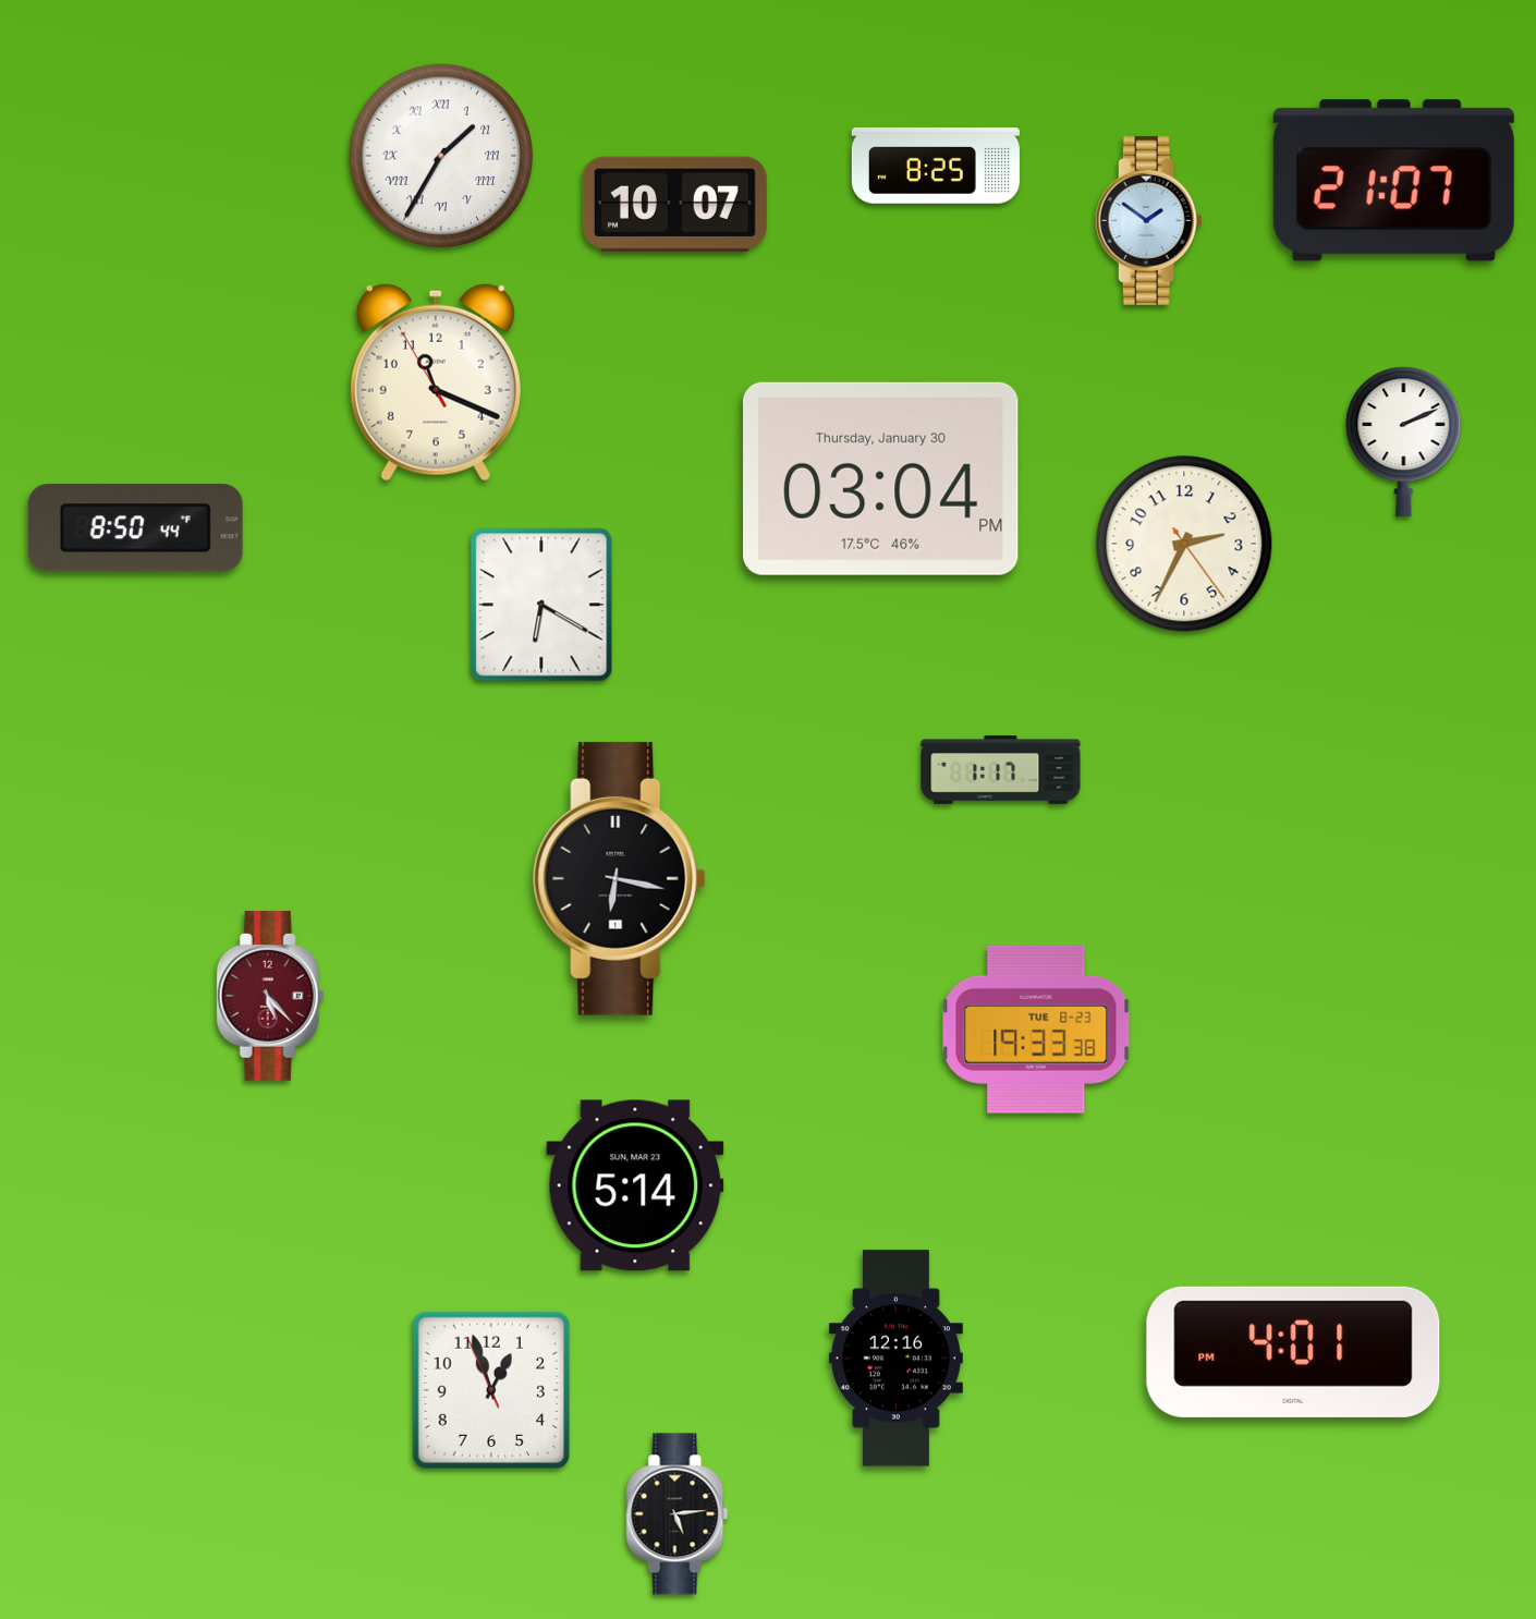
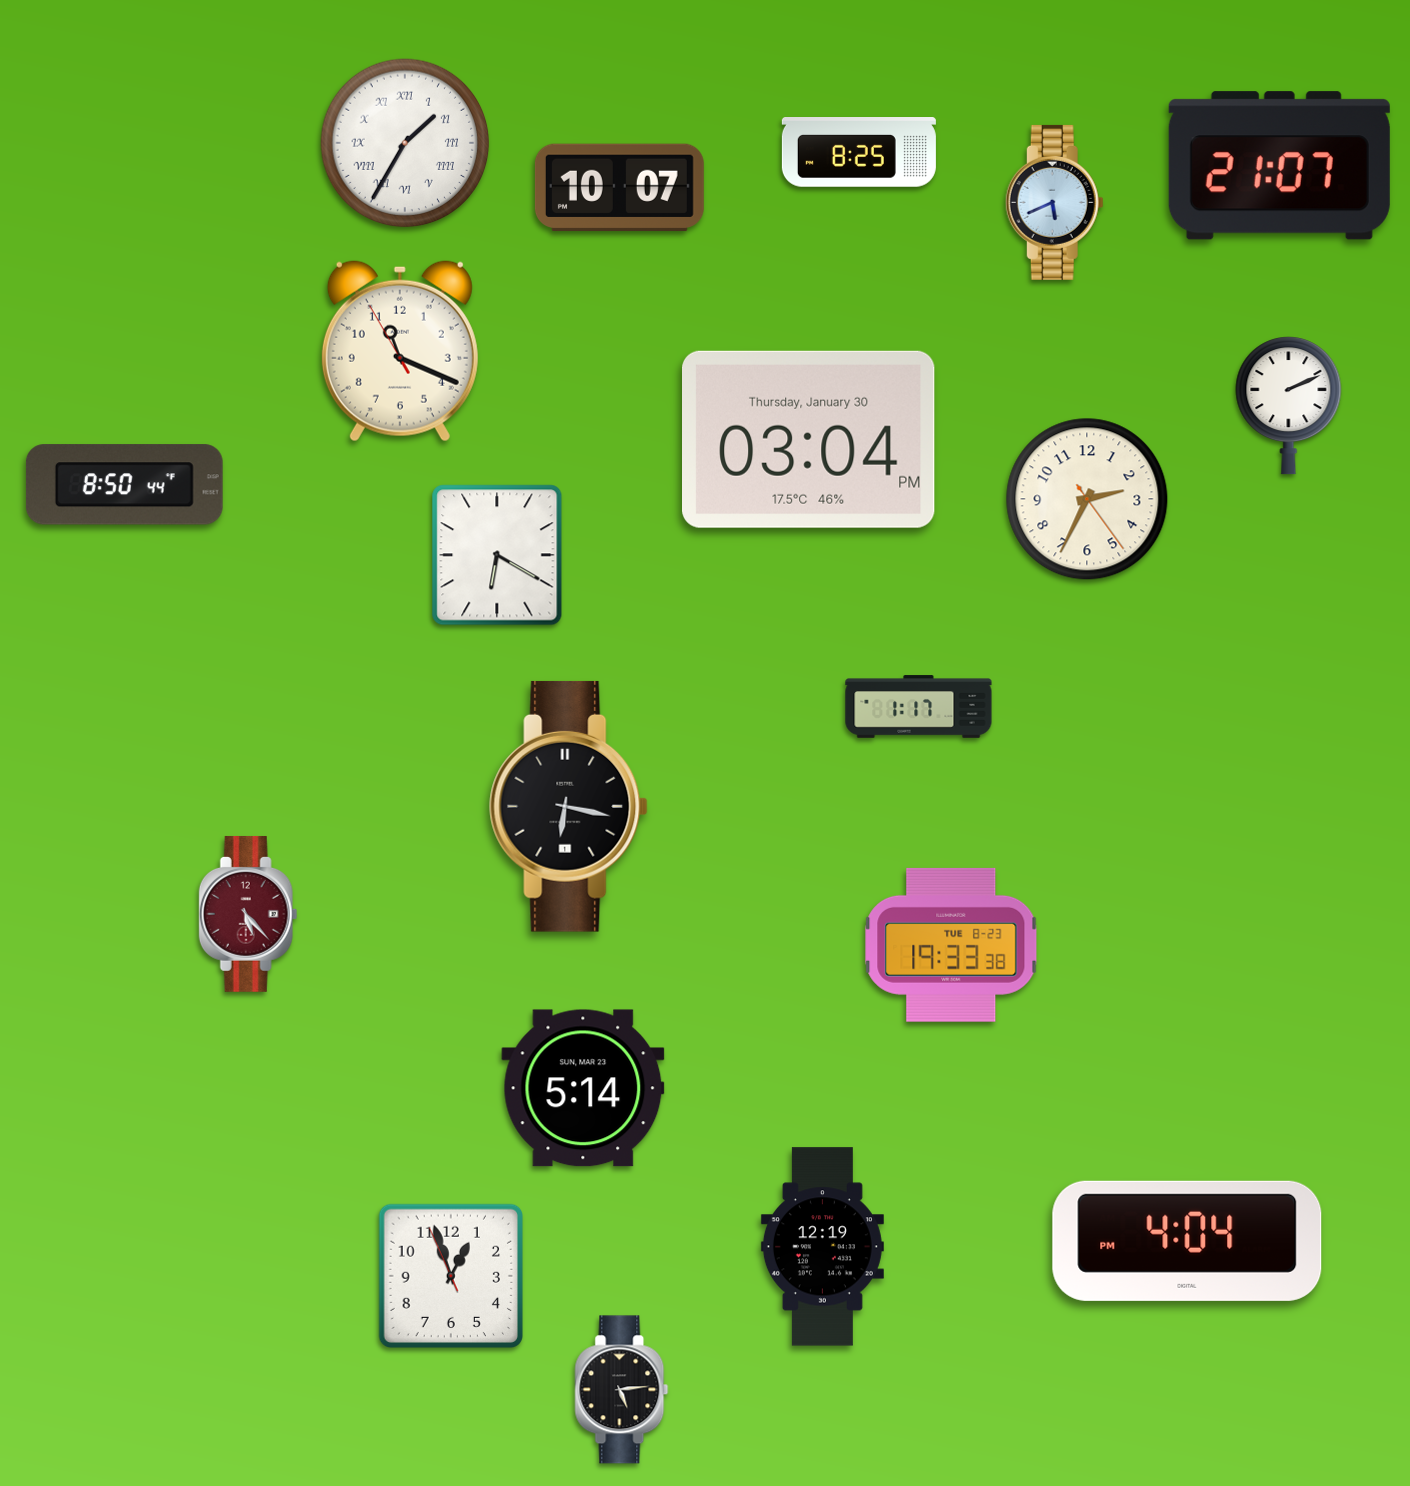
clock at (1148, 220): 1:51 -> 5:41
clock at (1293, 1352): 4:01 -> 4:04
clock at (895, 1359): 12:16 -> 12:19
